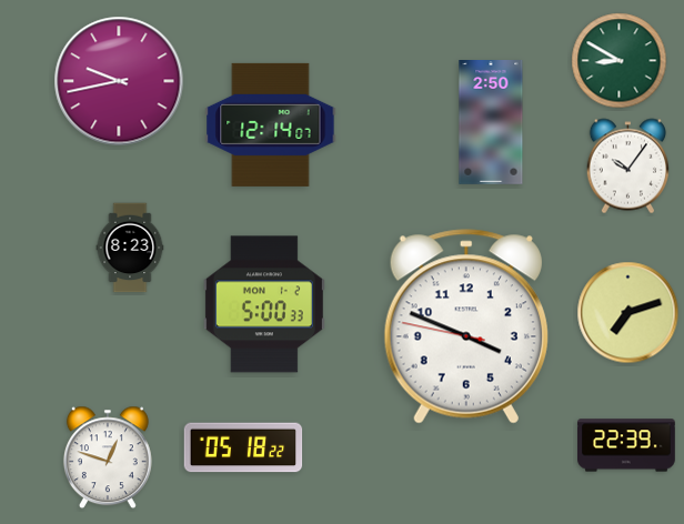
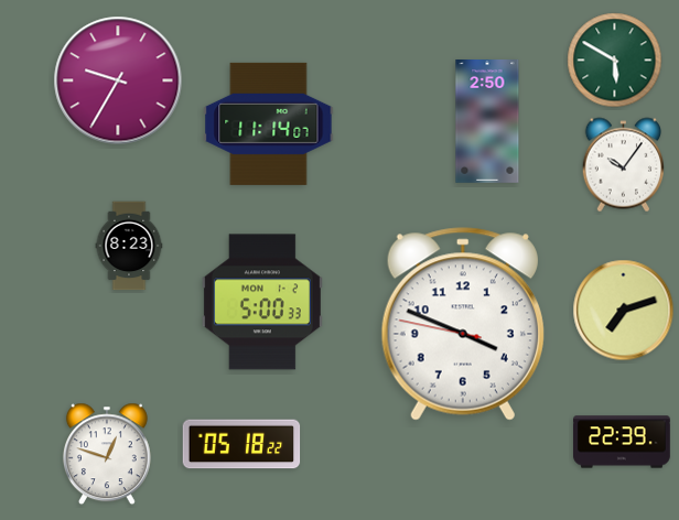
clock at (620, 61): 8:50 -> 5:50
clock at (119, 81): 9:43 -> 9:35
clock at (271, 124): 12:14 -> 11:14
